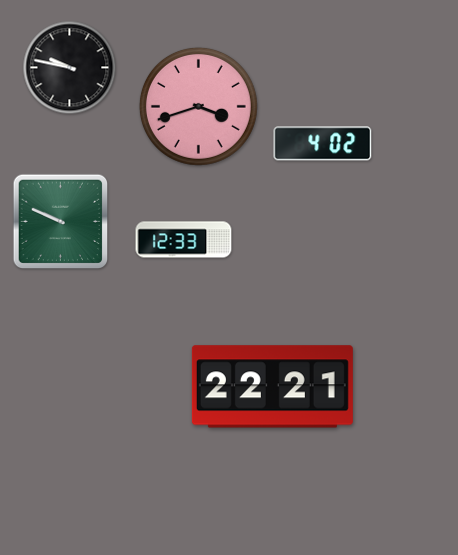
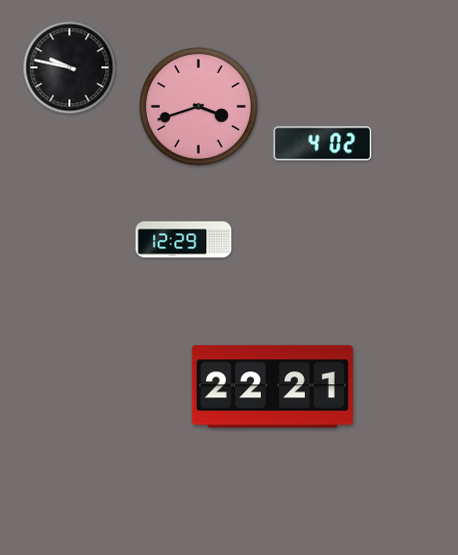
clock at (61, 222): 9:49 -> none
clock at (184, 240): 12:33 -> 12:29
